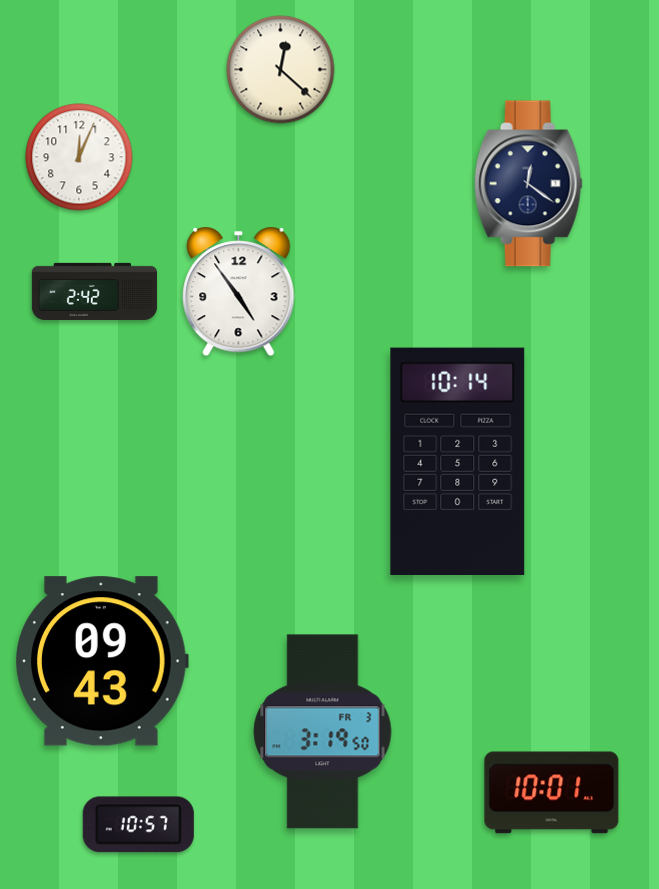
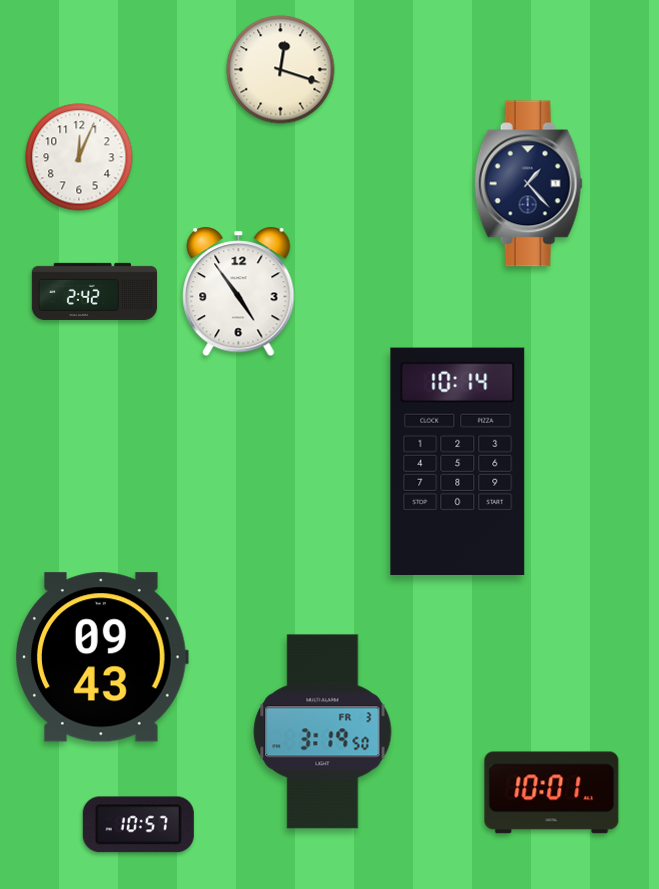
clock at (281, 70): 12:22 -> 12:18
clock at (528, 184): 12:21 -> 1:23
clock at (102, 661) position: (102, 661) -> (102, 657)
